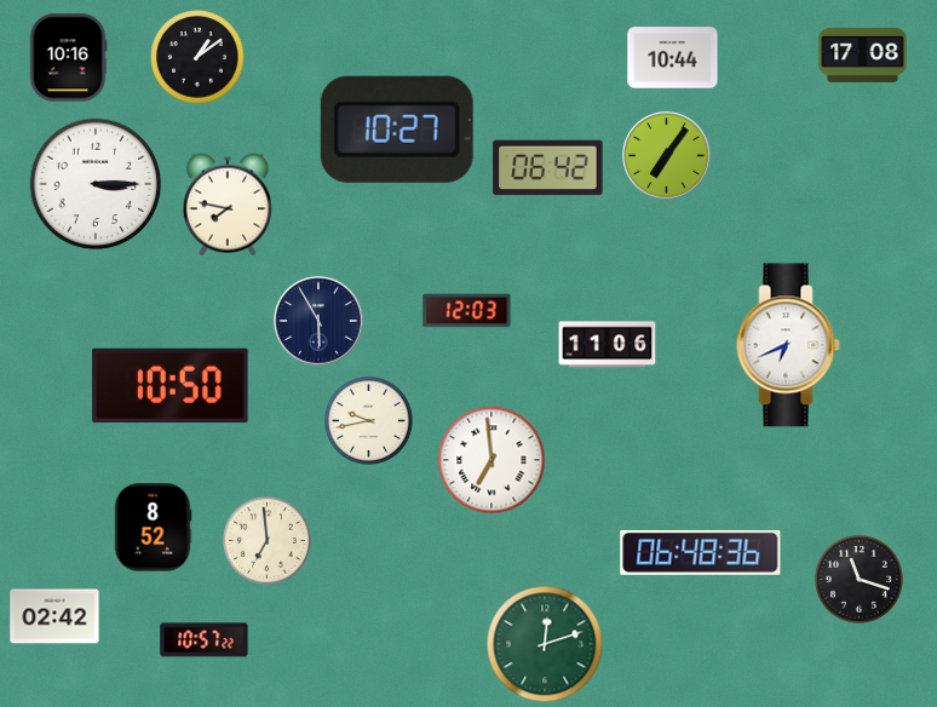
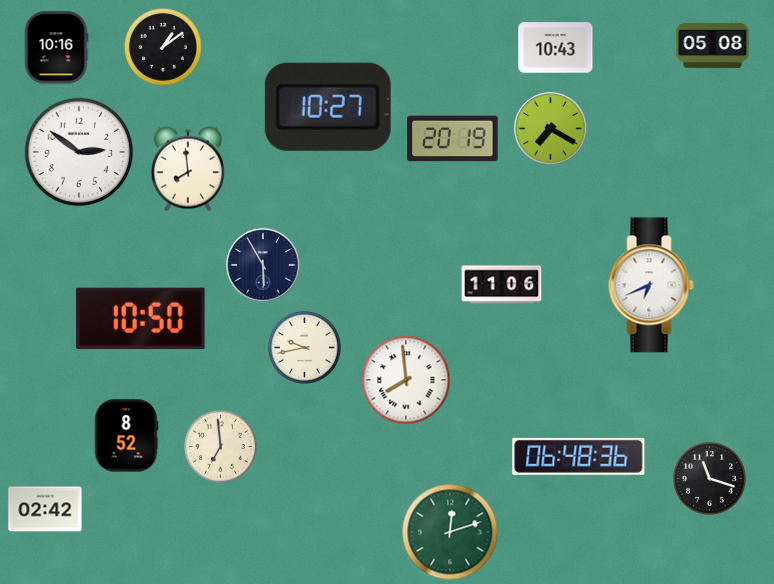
clock at (863, 54): 17:08 -> 05:08
clock at (673, 58): 10:44 -> 10:43
clock at (667, 156): 7:06 -> 7:20
clock at (548, 168): 06:42 -> 20:19
clock at (96, 184): 3:15 -> 2:51
clock at (228, 205): 7:47 -> 7:59
clock at (467, 311): 12:03 -> none
clock at (492, 460): 6:59 -> 7:59
clock at (205, 640): 10:57 -> none
